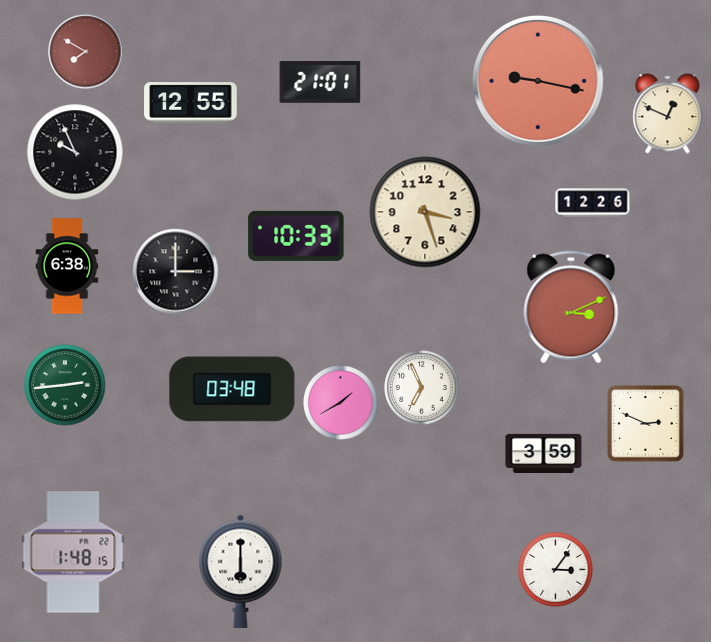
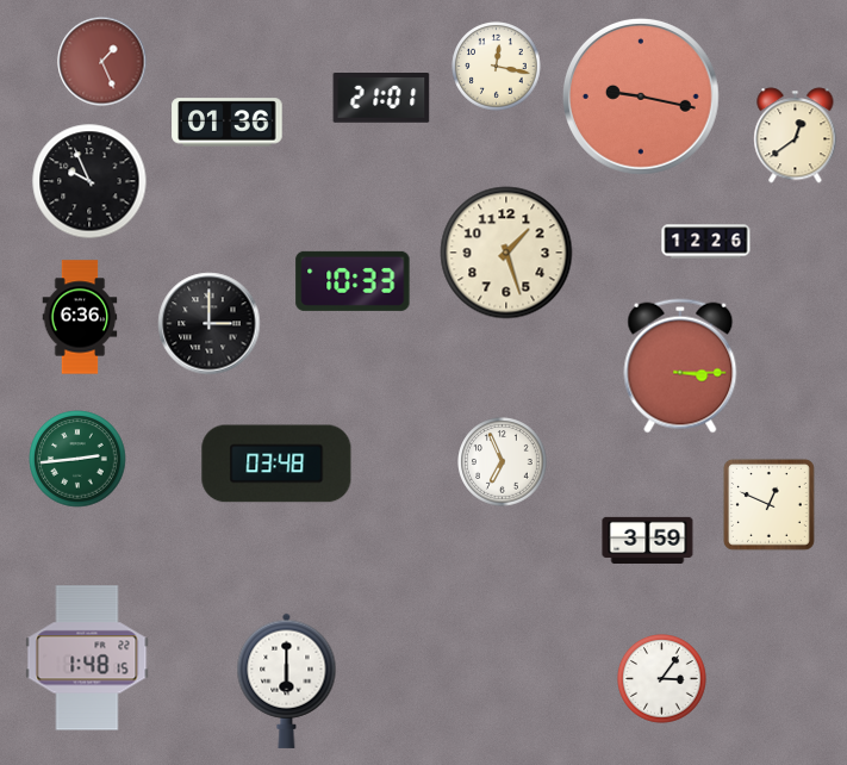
clock at (86, 52): 7:50 -> 1:26
clock at (497, 67): none -> 12:17
clock at (191, 103): 12:55 -> 01:36
clock at (668, 114): 12:49 -> 12:39
clock at (425, 212): 3:27 -> 1:27
clock at (67, 266): 6:38 -> 6:36
clock at (571, 307): 3:11 -> 3:15
clock at (341, 403): 1:40 -> none
clock at (645, 423): 2:49 -> 12:49
